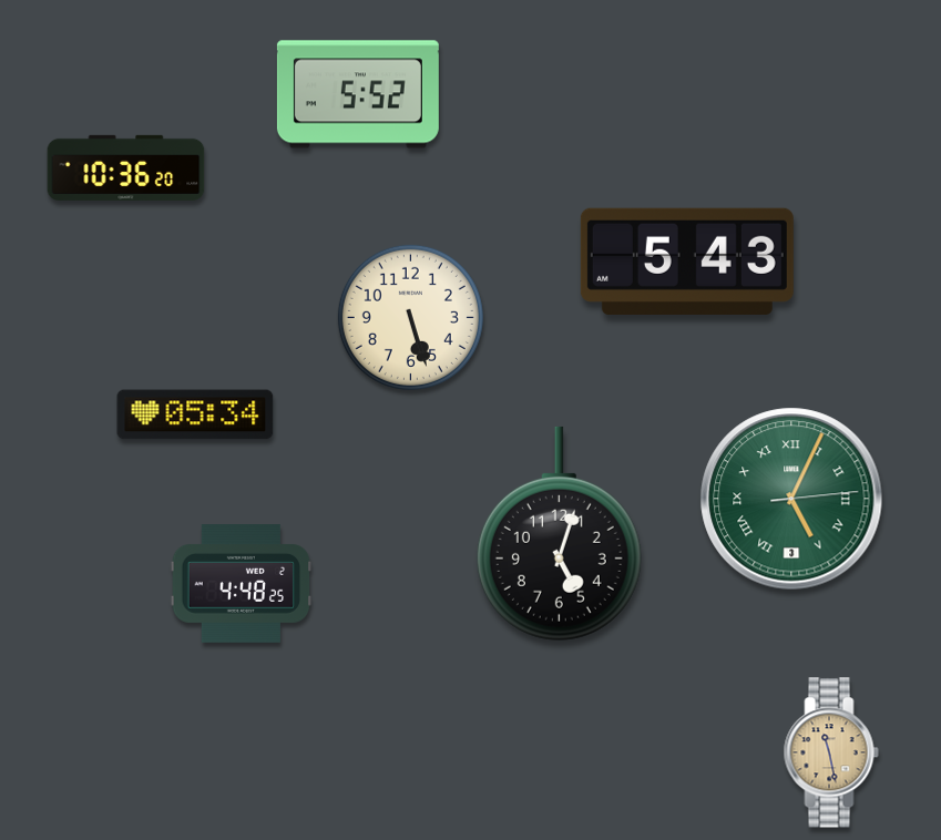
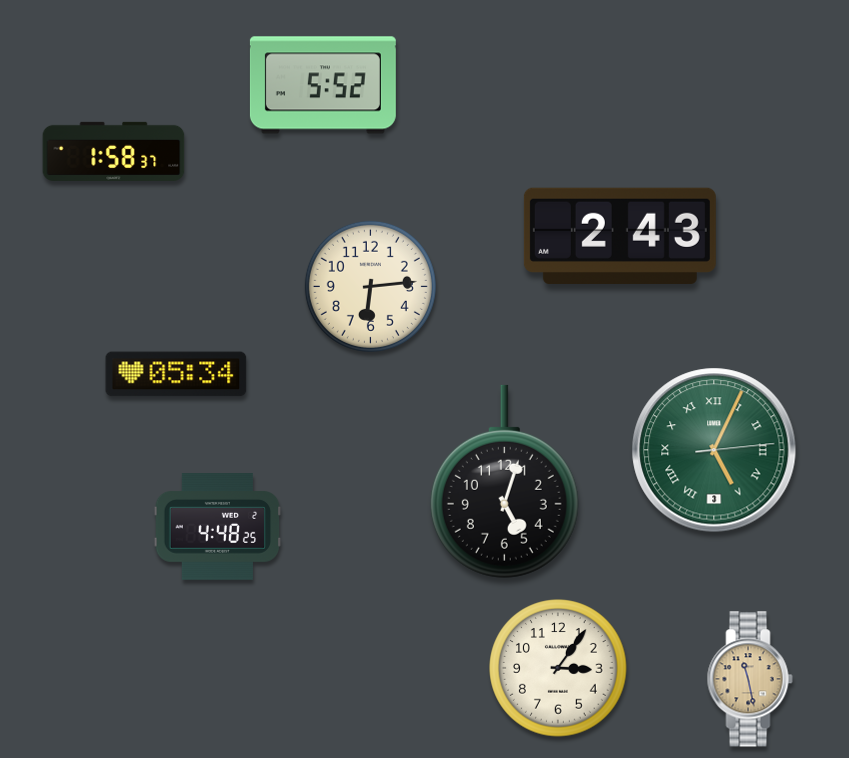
clock at (126, 167): 10:36 -> 1:58
clock at (687, 262): 5:43 -> 2:43
clock at (410, 317): 5:27 -> 6:14
clock at (558, 668): none -> 3:06
